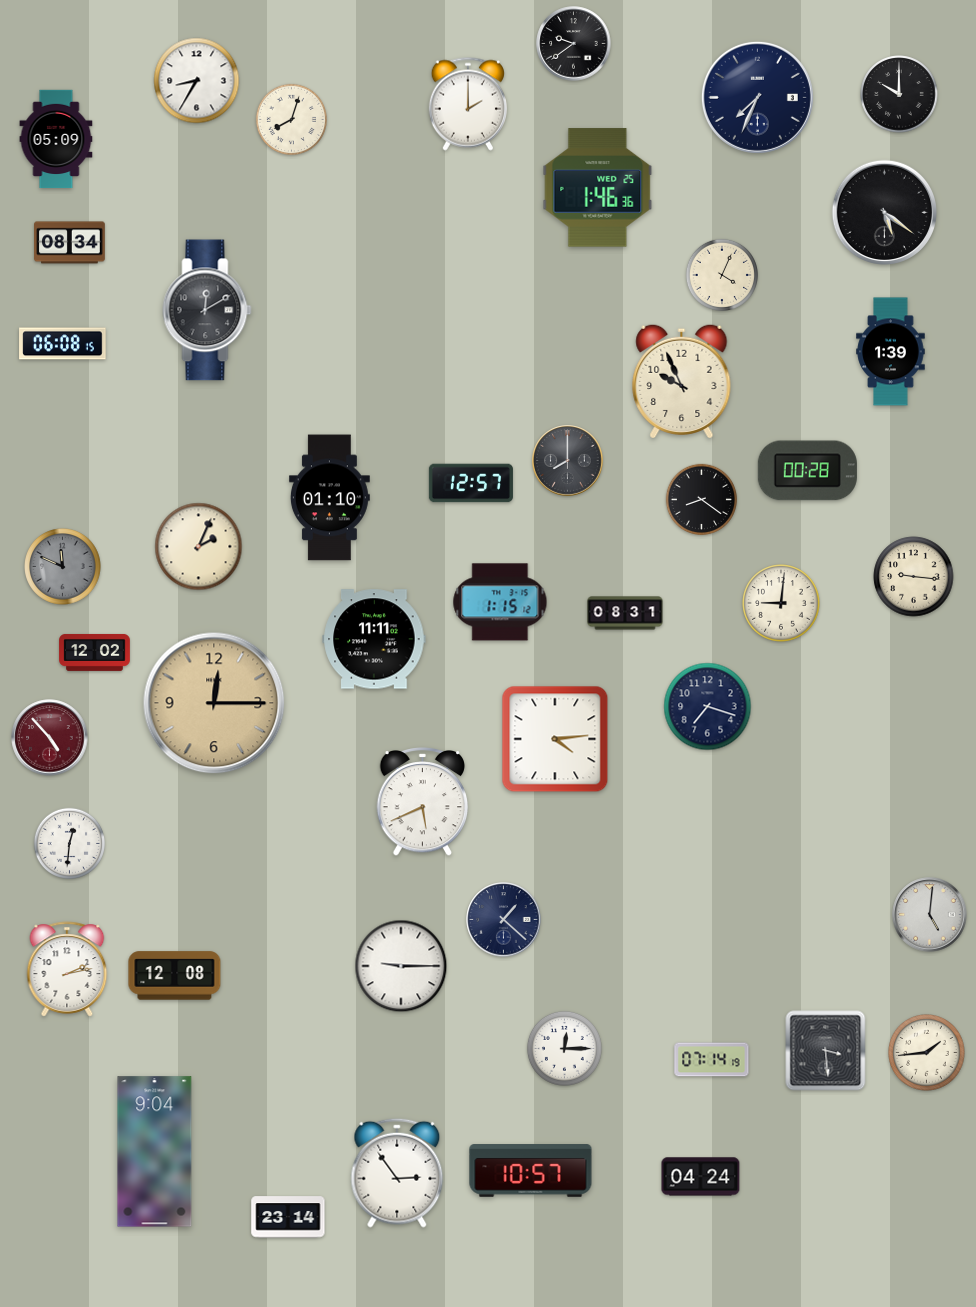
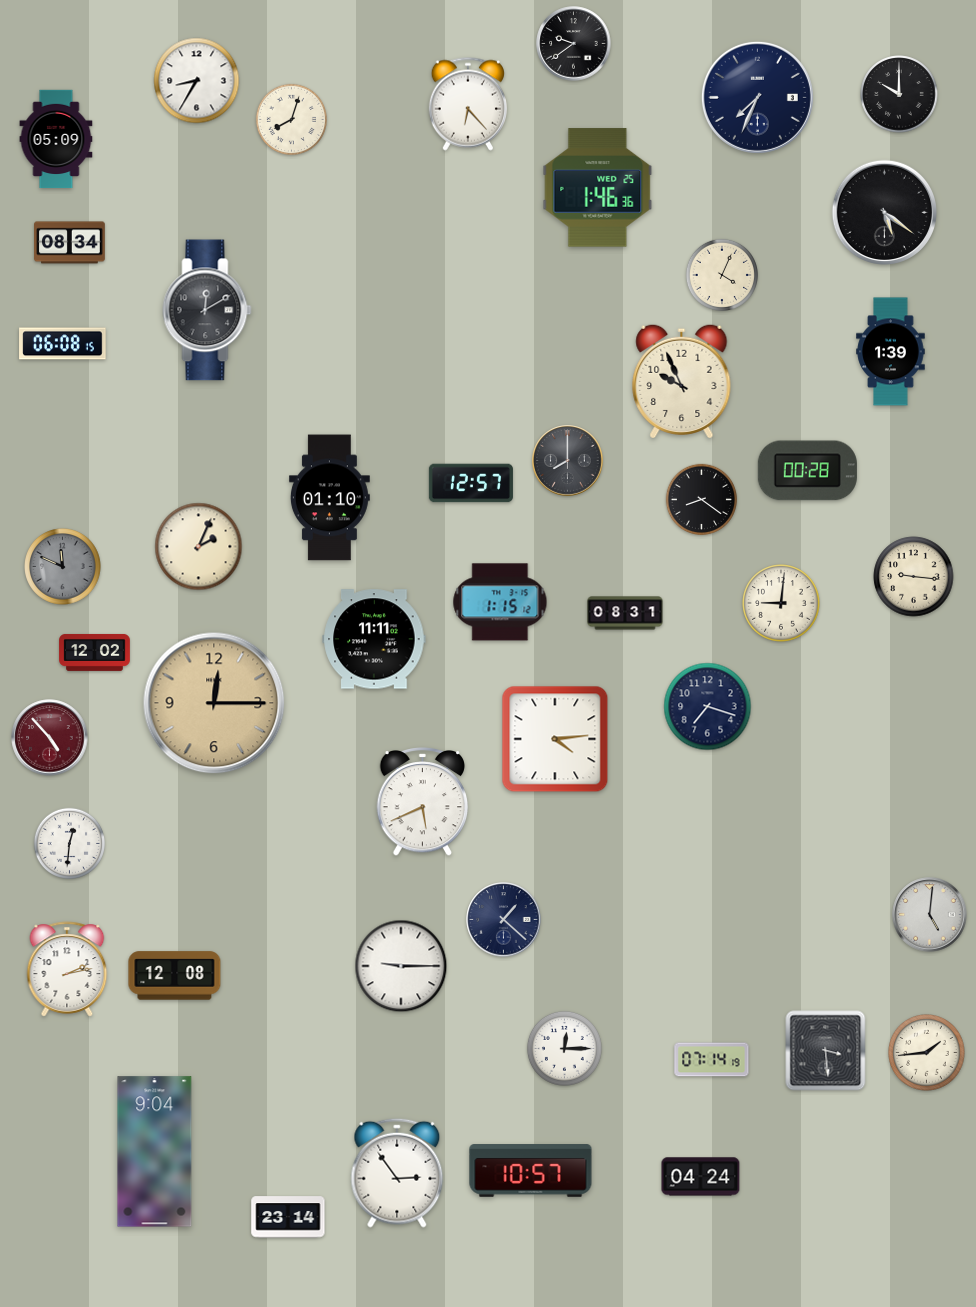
clock at (467, 104): 2:00 -> 6:23
